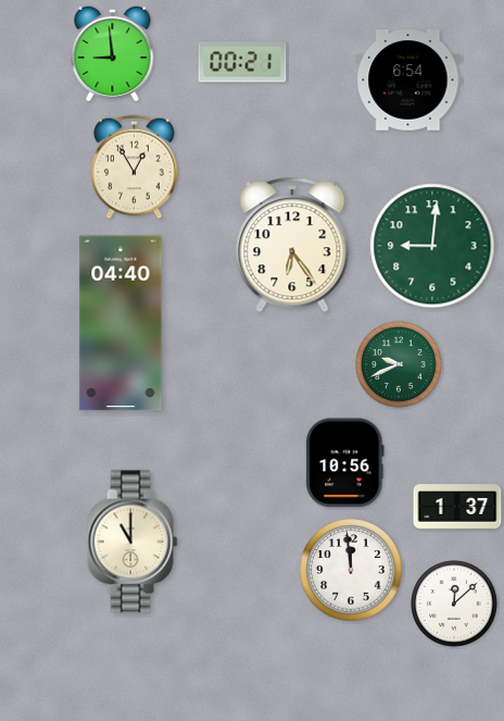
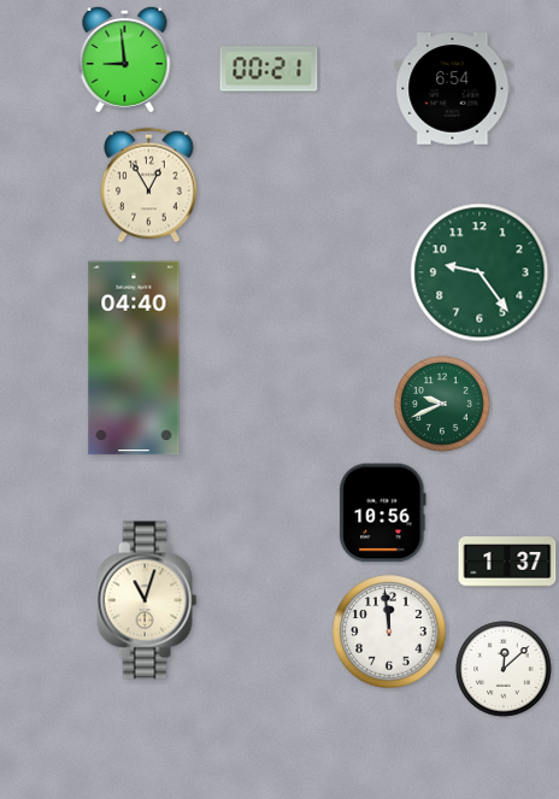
clock at (292, 245): 6:24 -> none
clock at (432, 246): 9:01 -> 9:24
clock at (133, 542): 11:00 -> 11:03
